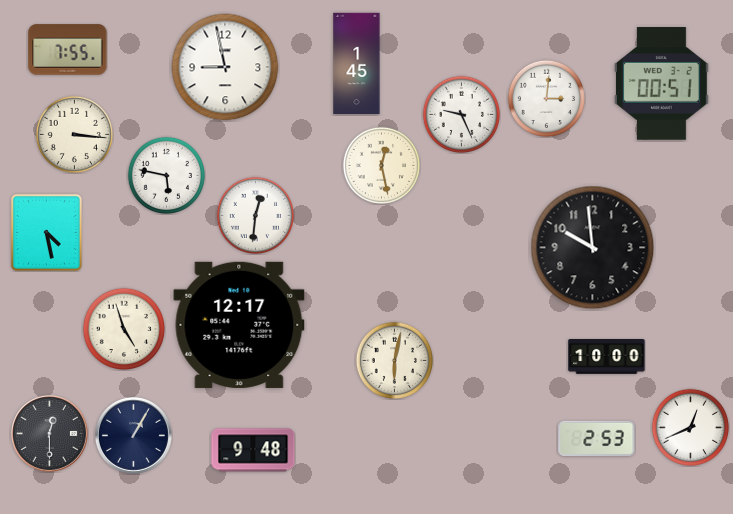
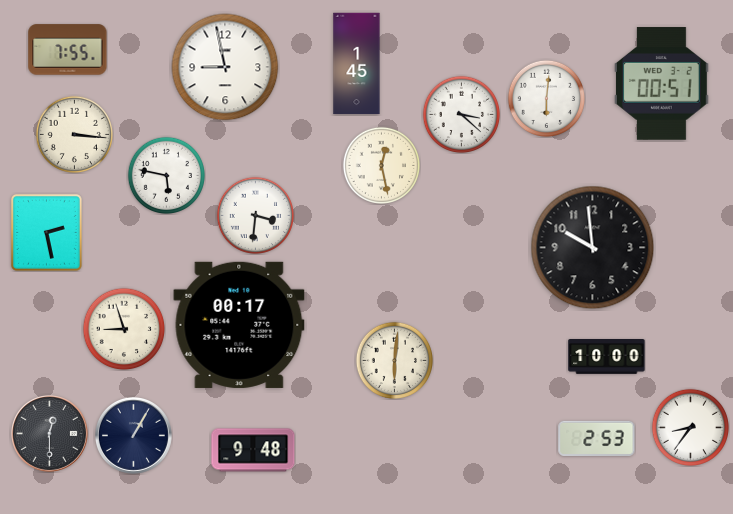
clock at (546, 98): 3:01 -> 6:01
clock at (461, 114): 9:26 -> 3:22
clock at (255, 215): 12:31 -> 3:31
clock at (46, 232): 4:28 -> 2:28
clock at (239, 325): 12:17 -> 00:17
clock at (124, 329): 4:57 -> 8:57
clock at (394, 360): 6:02 -> 6:01
clock at (690, 427): 12:41 -> 8:36
